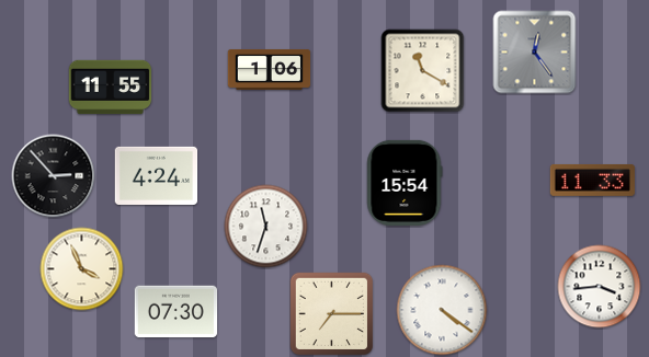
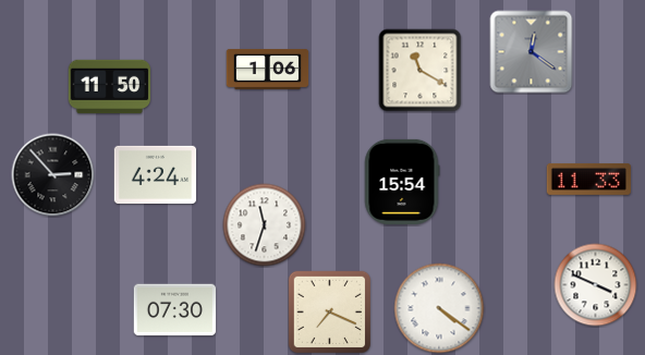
clock at (535, 53): 12:24 -> 12:21
clock at (111, 88): 11:55 -> 11:50
clock at (82, 269): 3:56 -> none
clock at (600, 287): 3:44 -> 3:49
clock at (331, 313): 7:15 -> 7:19
